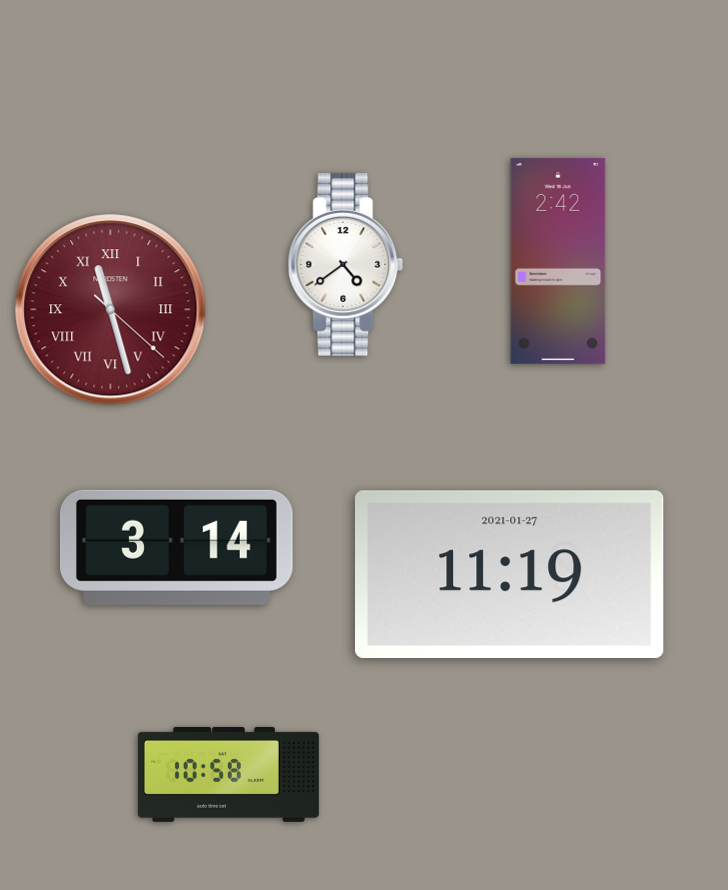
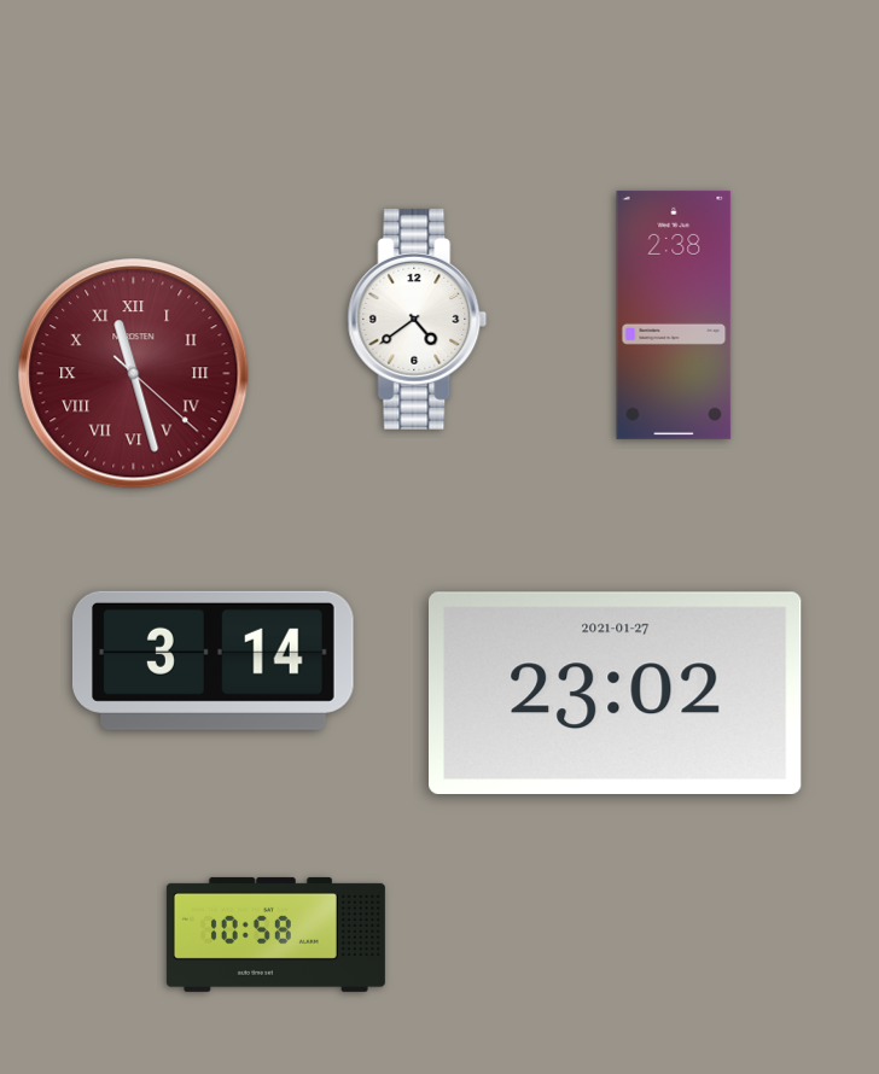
clock at (558, 261): 2:42 -> 2:38
clock at (510, 574): 11:19 -> 23:02
